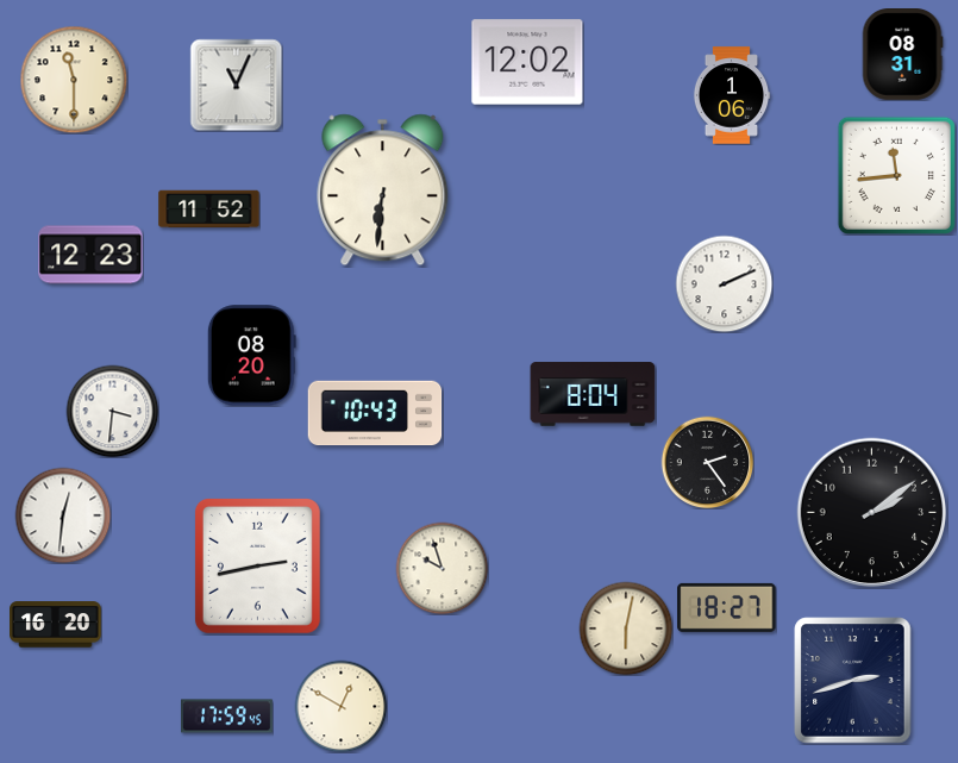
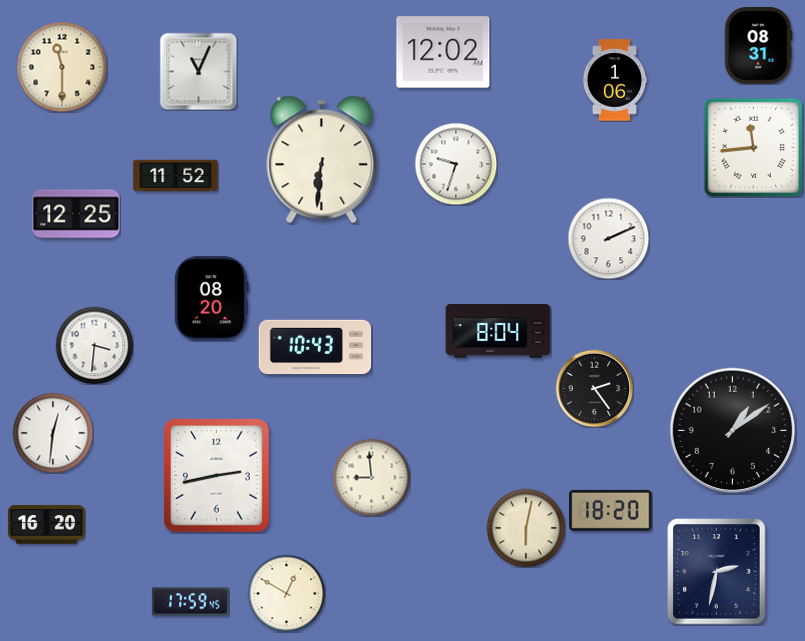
clock at (456, 164): none -> 9:33
clock at (90, 255): 12:23 -> 12:25
clock at (872, 513): 2:09 -> 1:09
clock at (442, 568): 9:57 -> 8:59
clock at (727, 607): 18:27 -> 18:20
clock at (853, 681): 2:42 -> 2:32
